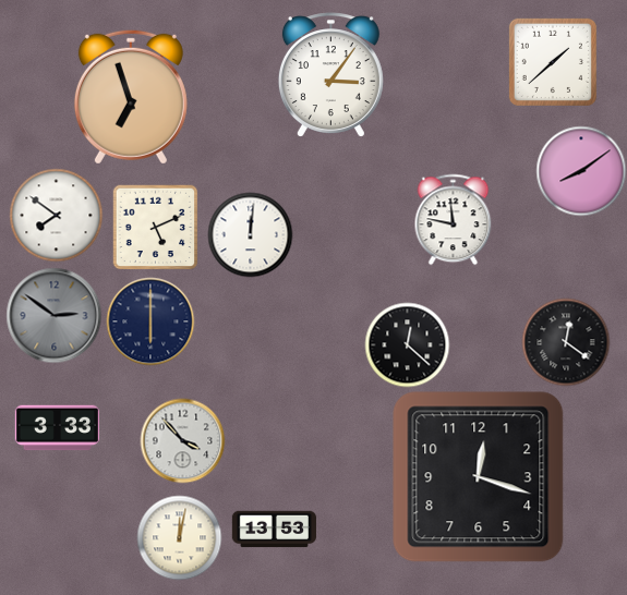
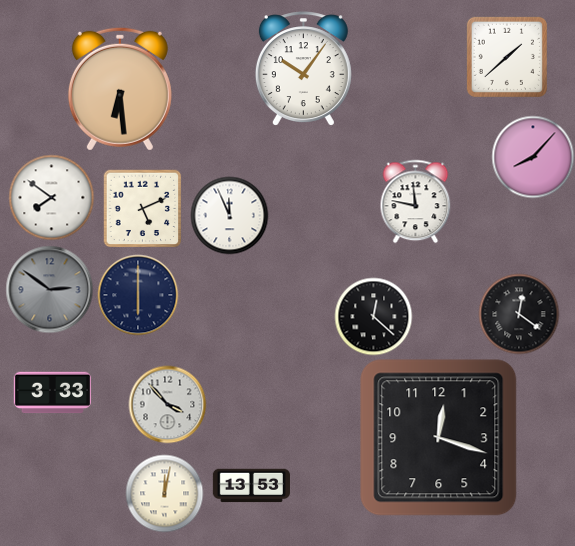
clock at (330, 75): 3:06 -> 10:06
clock at (131, 97): 6:57 -> 6:29
clock at (581, 171): 8:09 -> 8:07
clock at (250, 234): 12:01 -> 11:56
